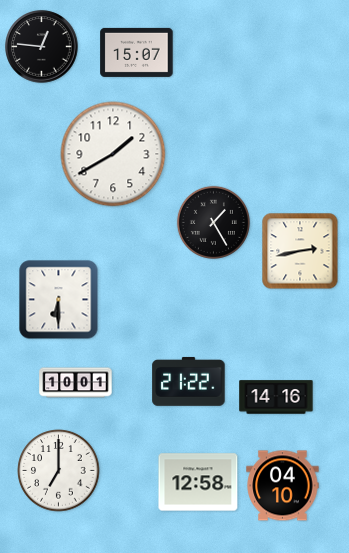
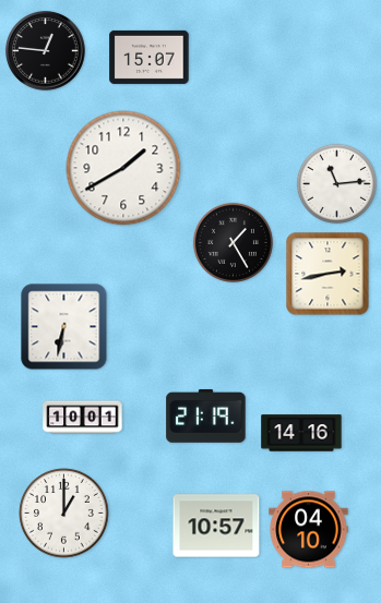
clock at (336, 183): none -> 11:14
clock at (59, 300): 6:30 -> 6:32
clock at (189, 381): 21:22 -> 21:19
clock at (59, 471): 7:00 -> 1:00
clock at (198, 482): 12:58 -> 10:57
